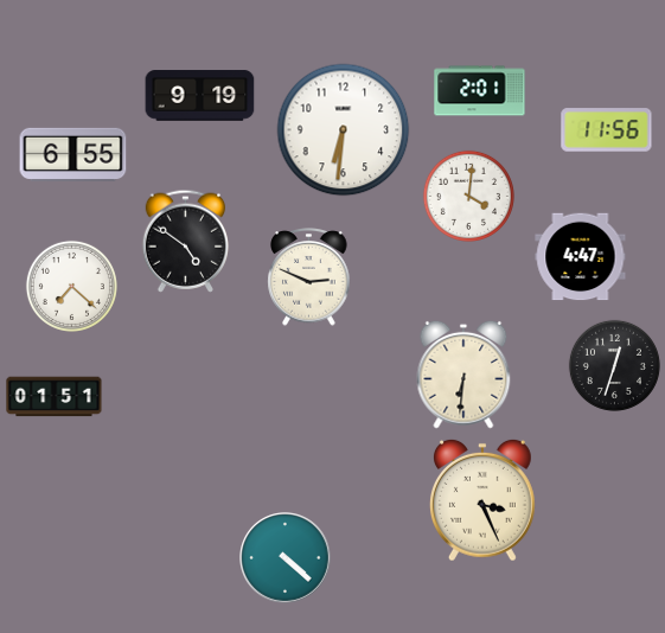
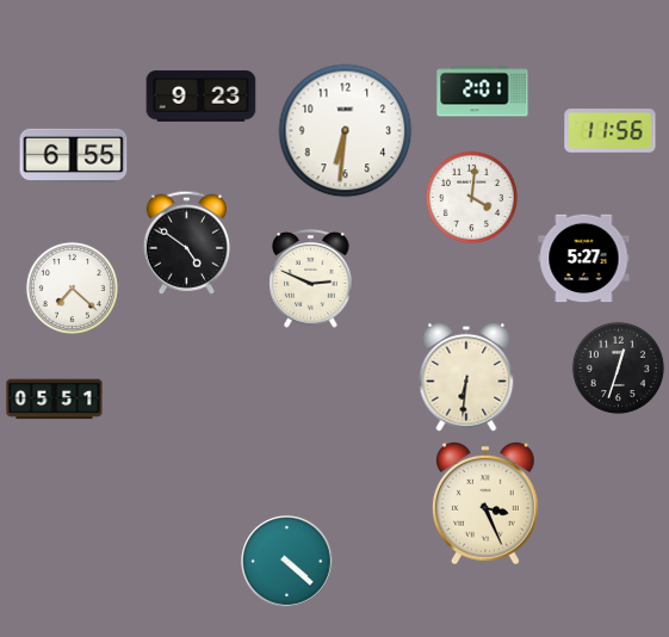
clock at (200, 96): 9:19 -> 9:23
clock at (581, 257): 4:47 -> 5:27
clock at (55, 397): 01:51 -> 05:51
